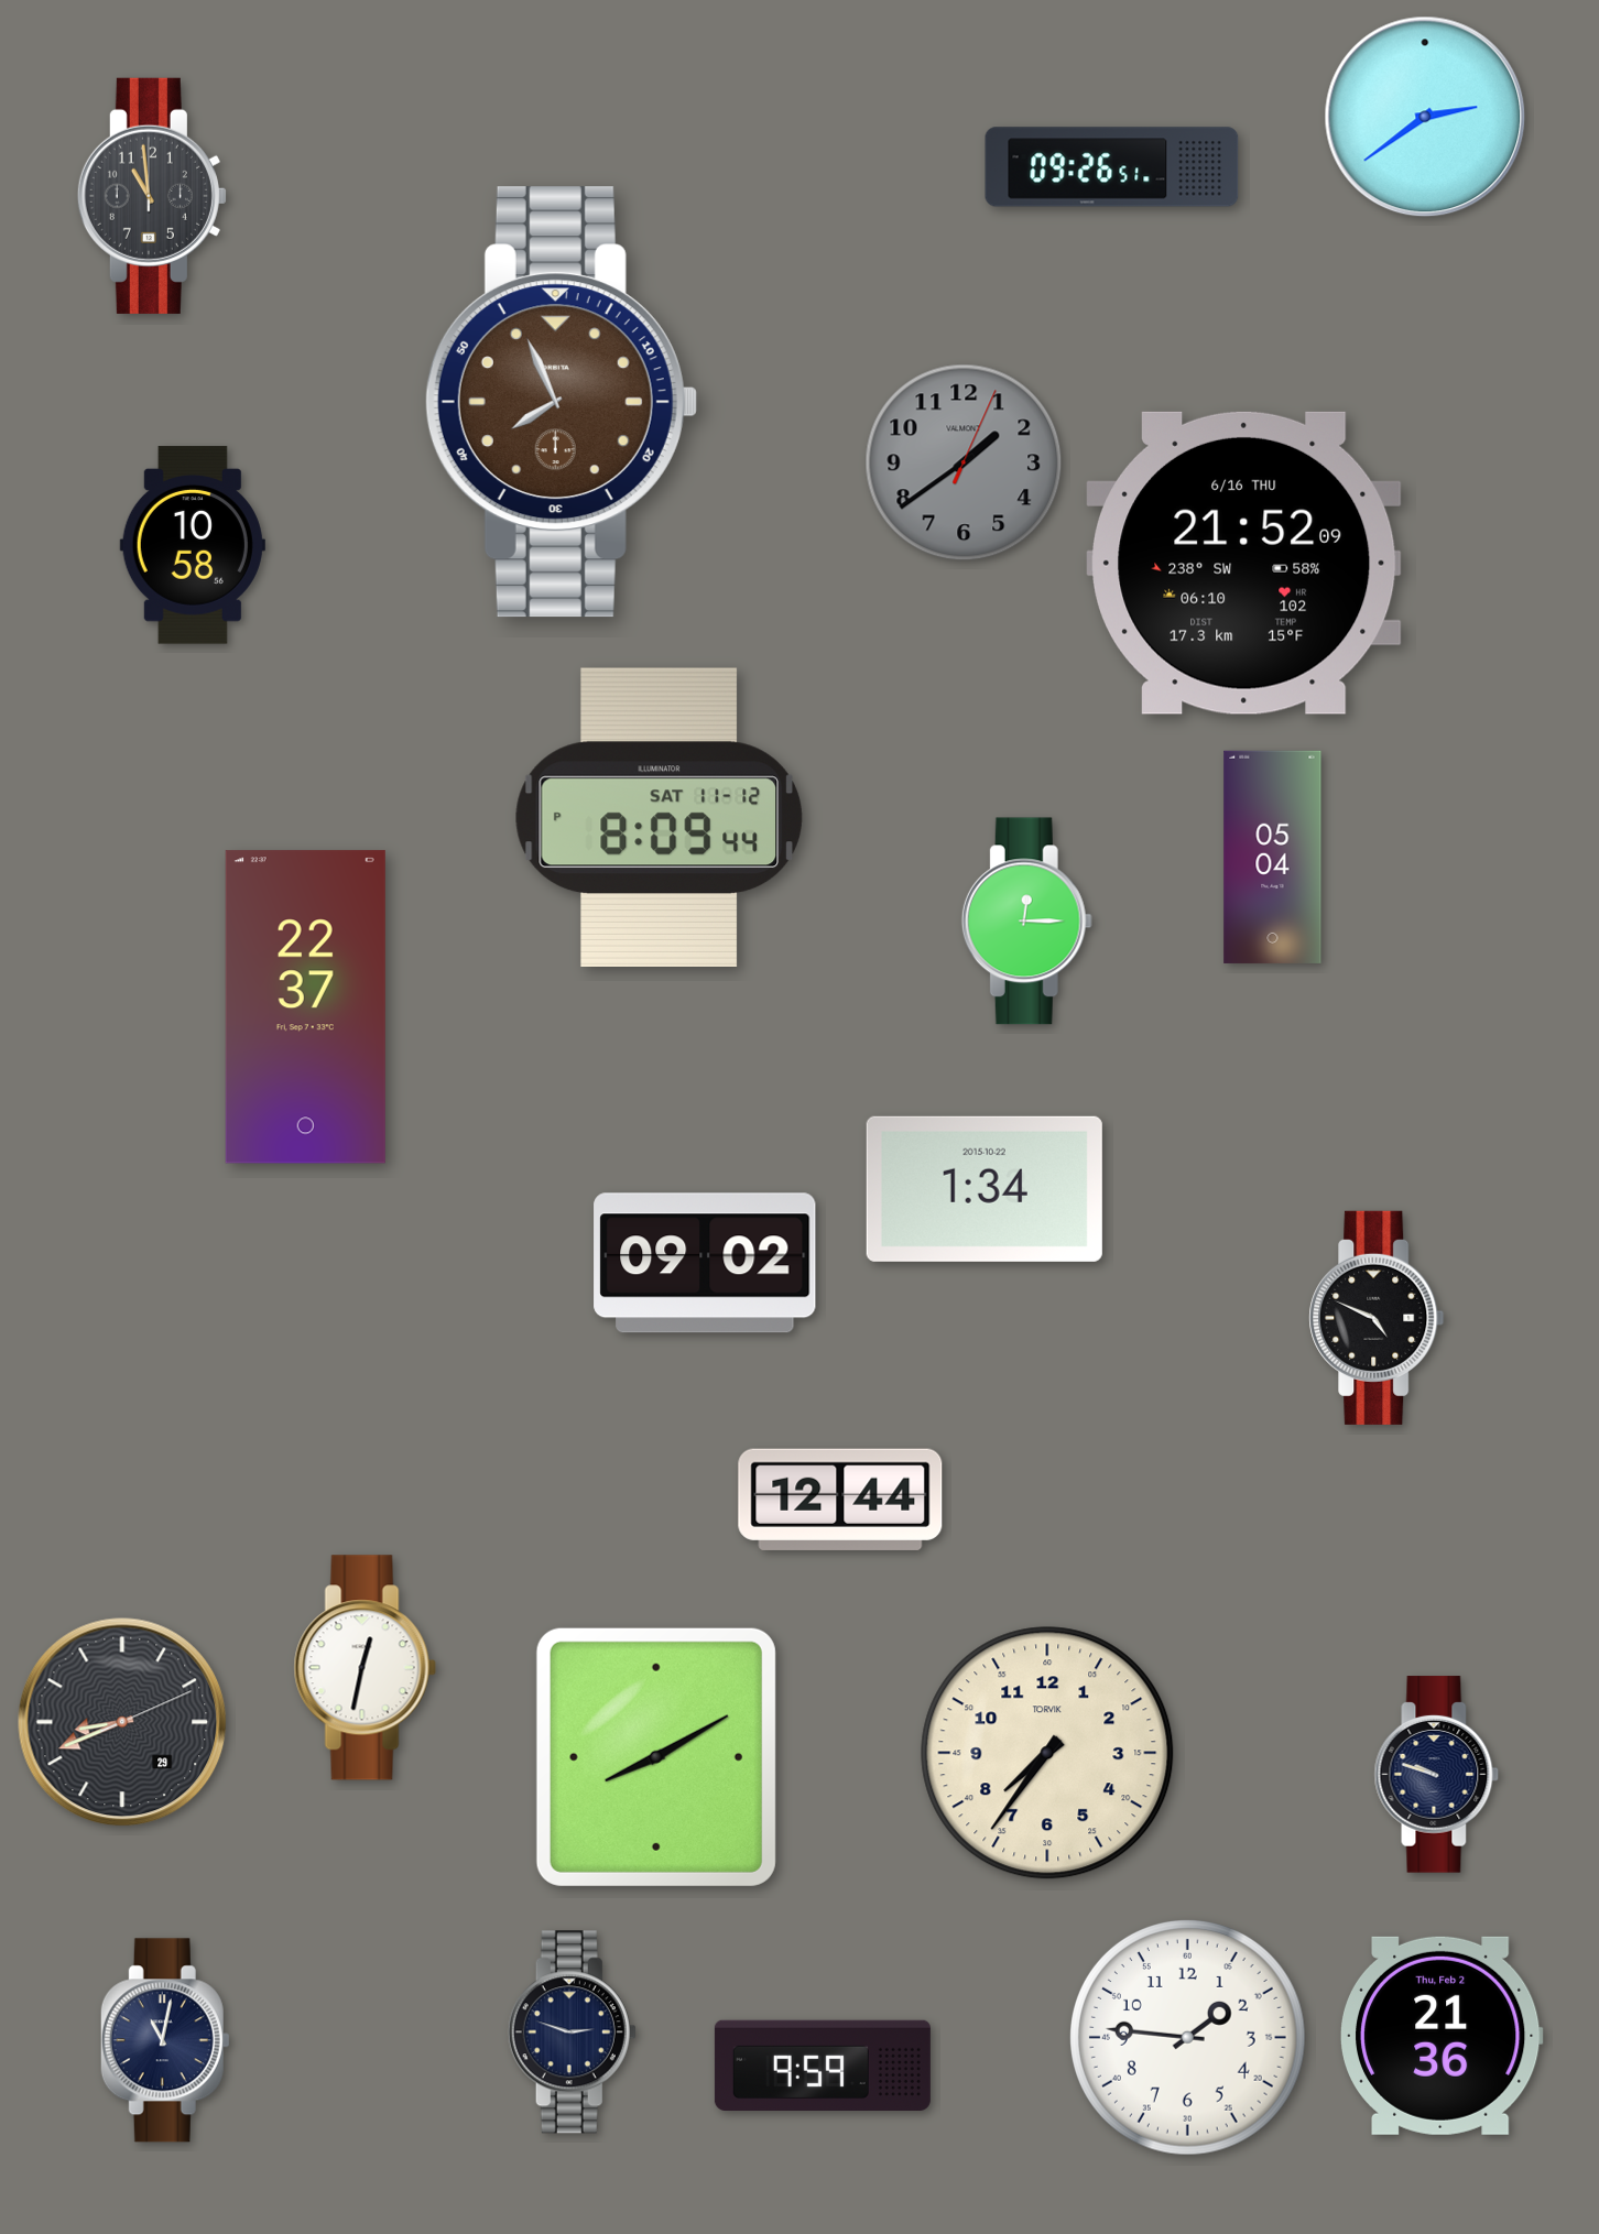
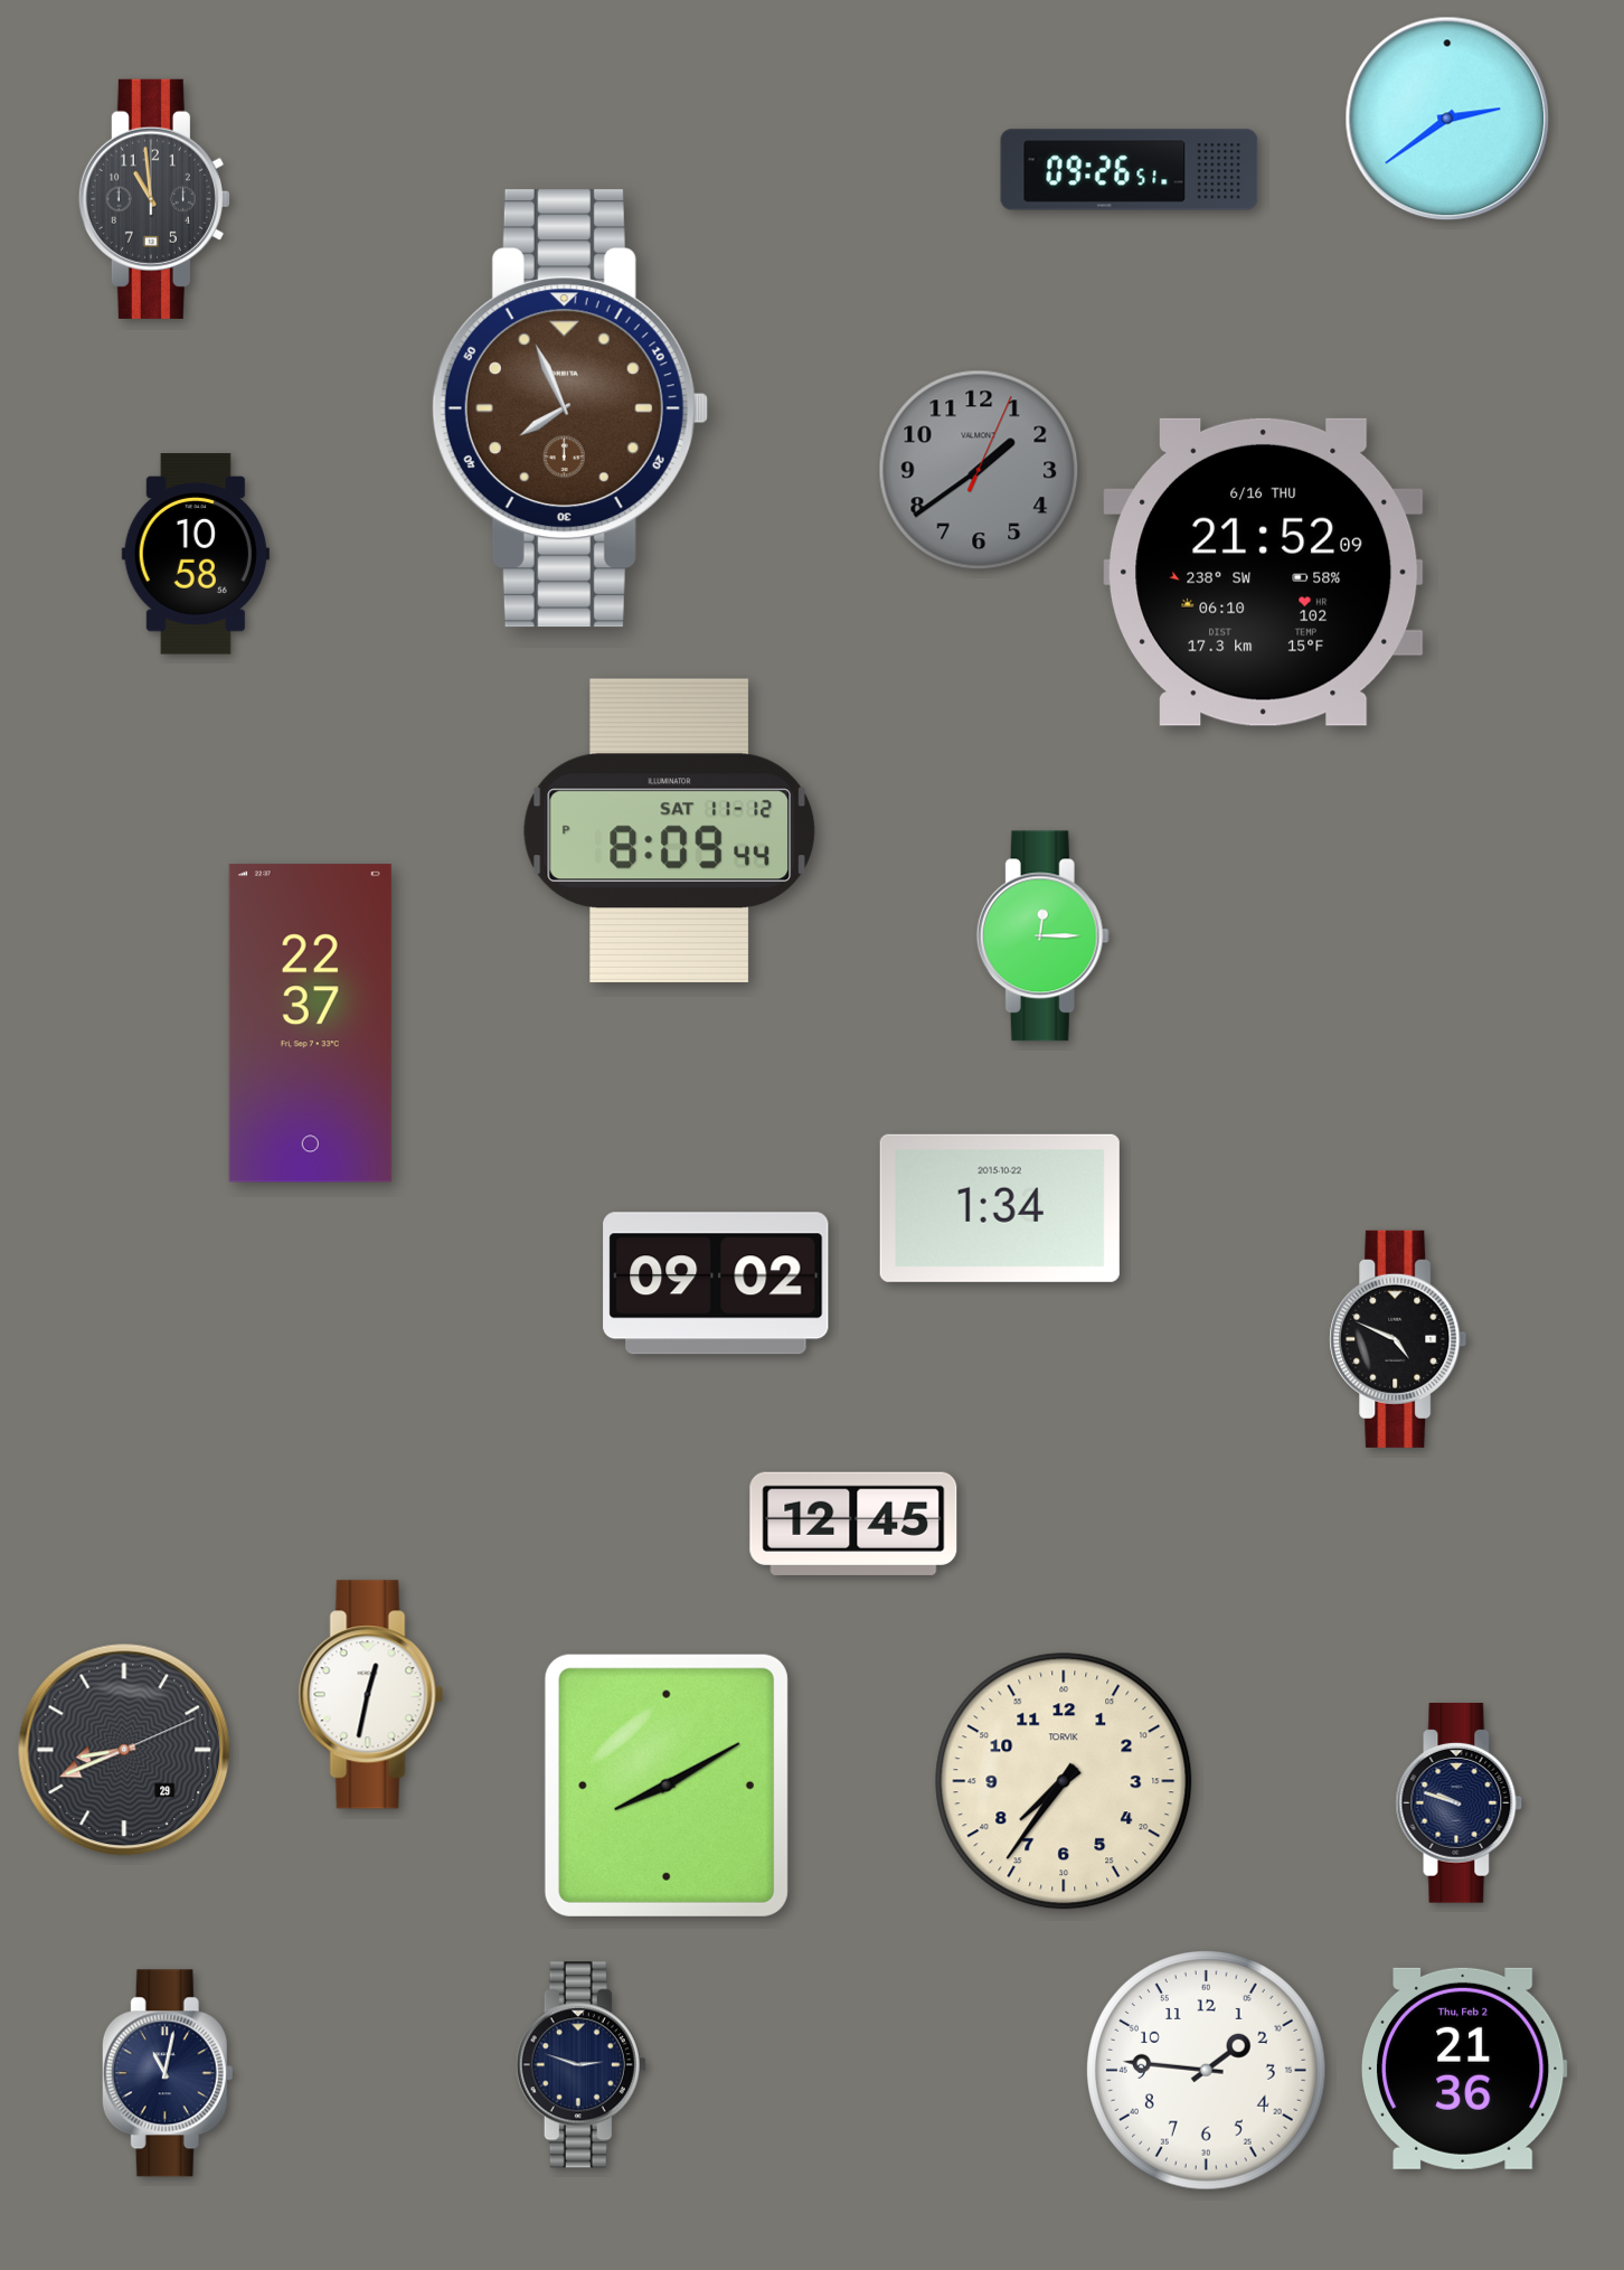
clock at (1273, 857): 05:04 -> none
clock at (840, 1500): 12:44 -> 12:45
clock at (823, 2064): 9:59 -> none
